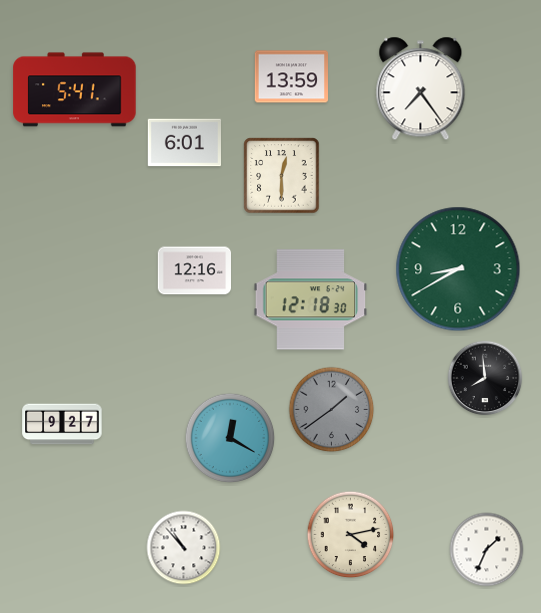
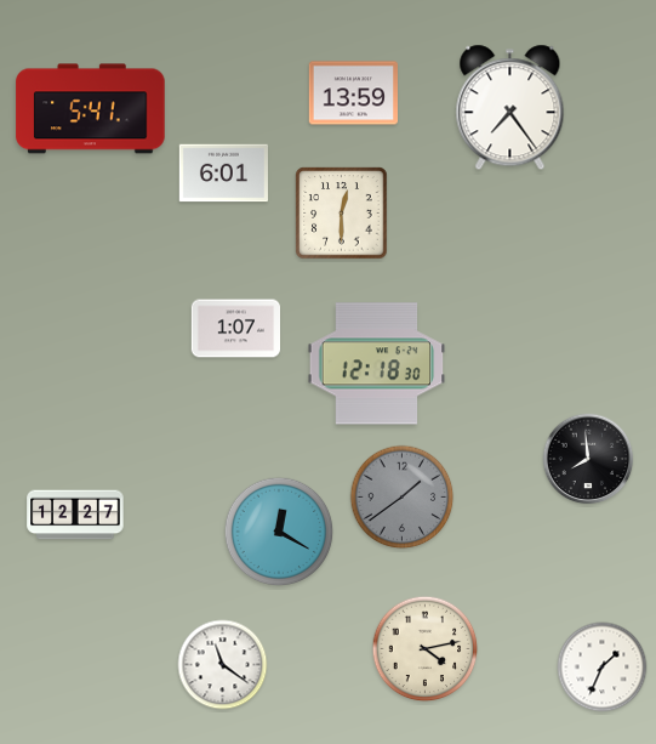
clock at (458, 269): 8:40 -> none
clock at (194, 271): 12:16 -> 1:07
clock at (62, 424): 9:27 -> 12:27
clock at (184, 548): 10:53 -> 11:21
clock at (487, 550) position: (487, 550) -> (603, 668)
